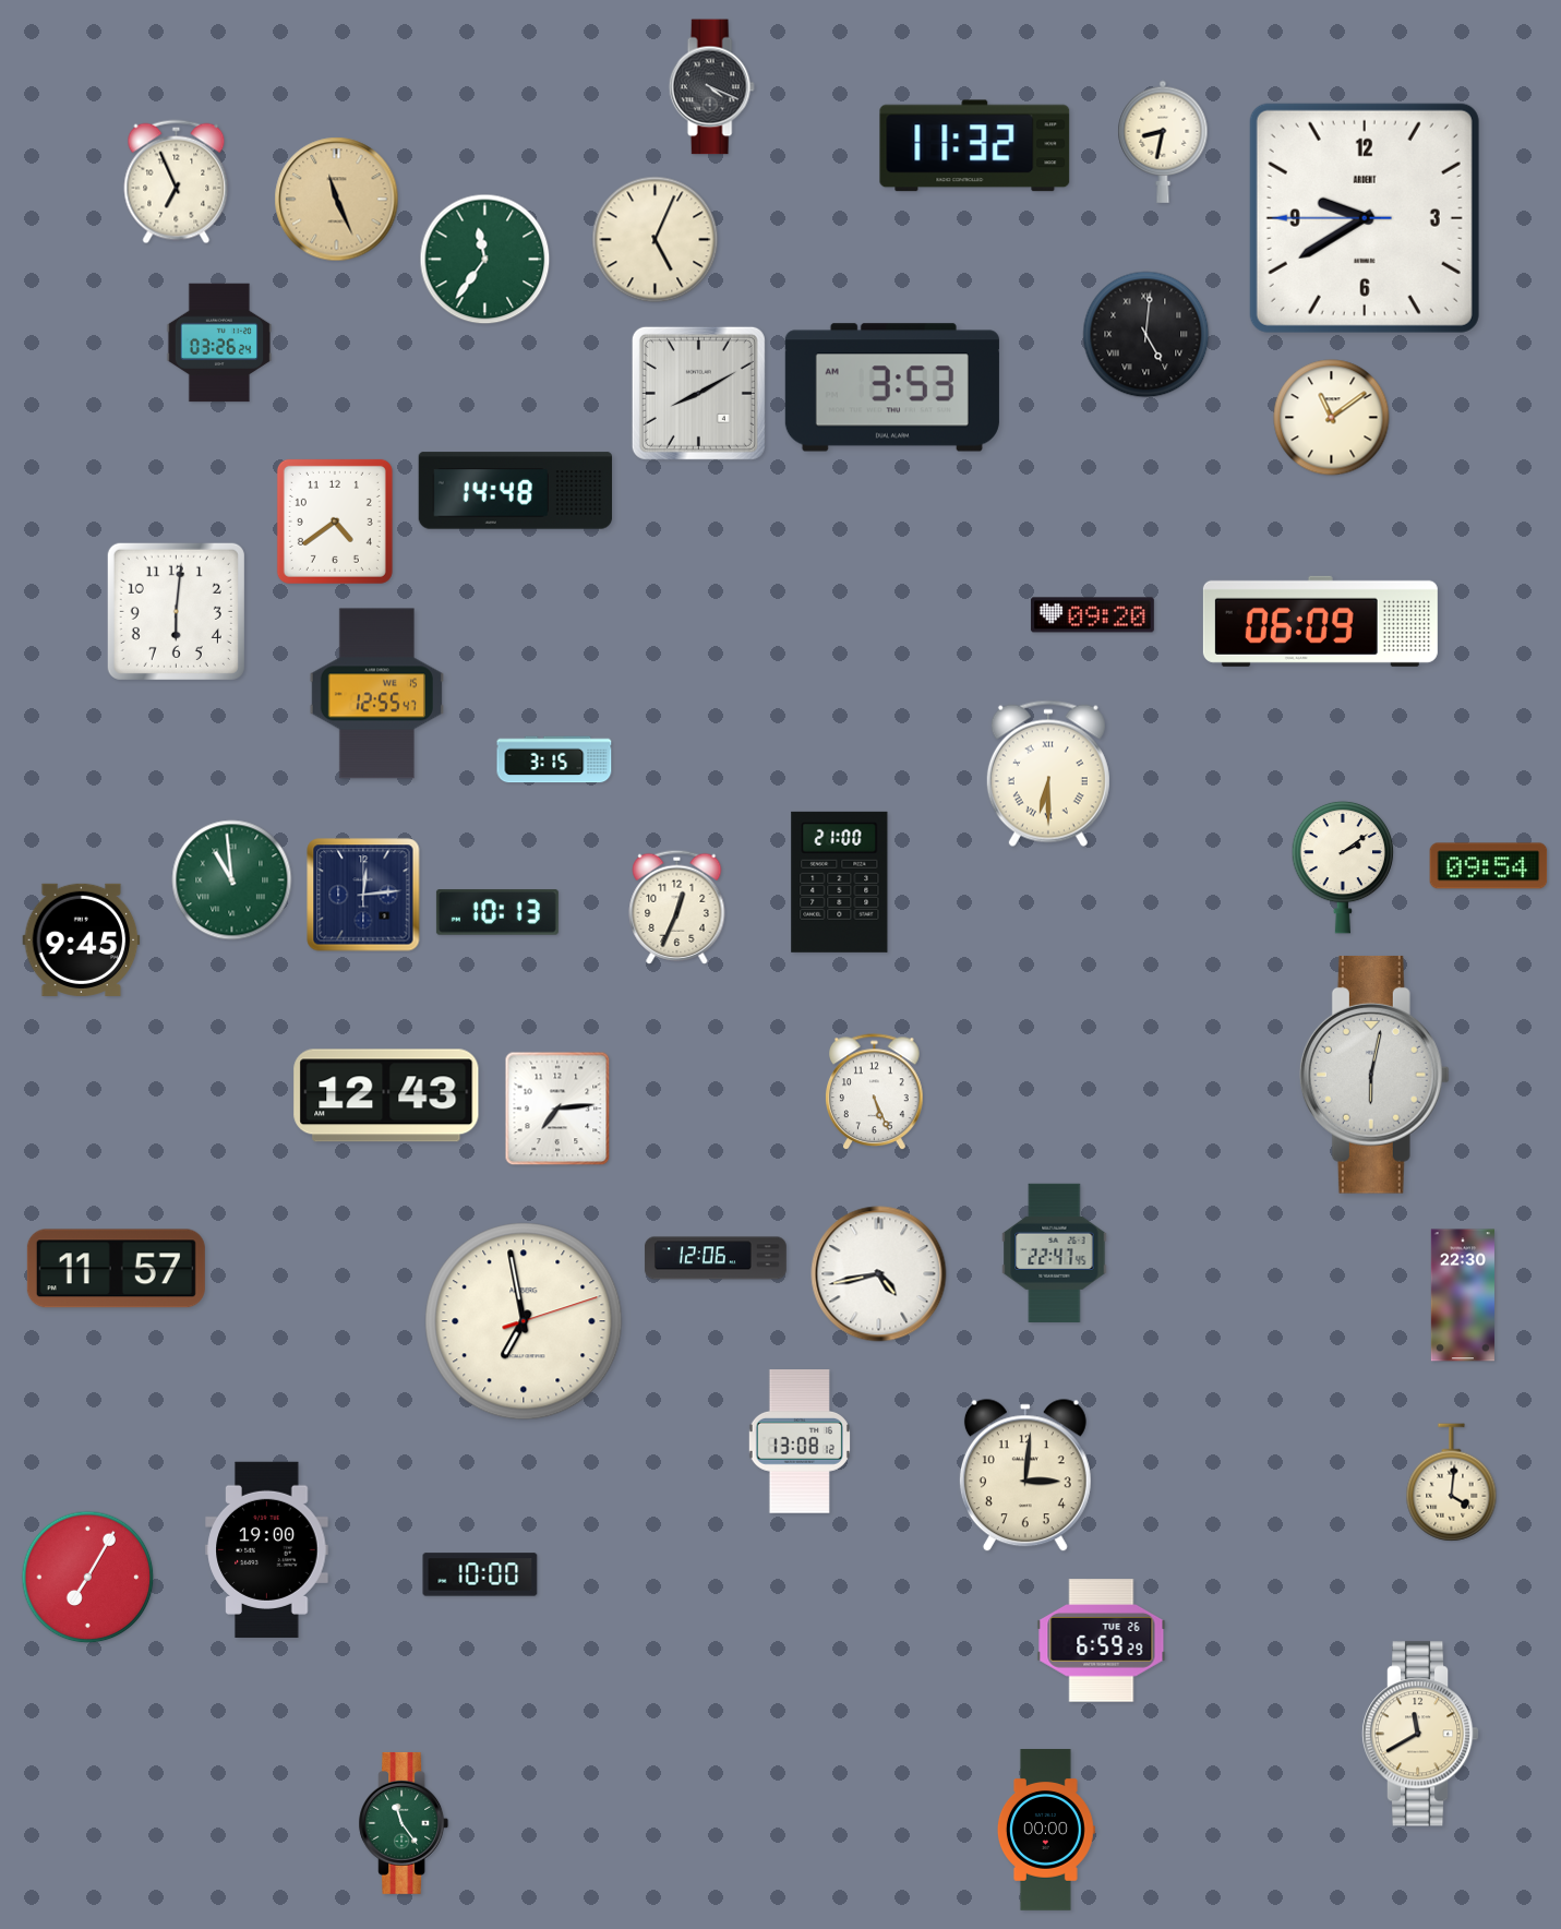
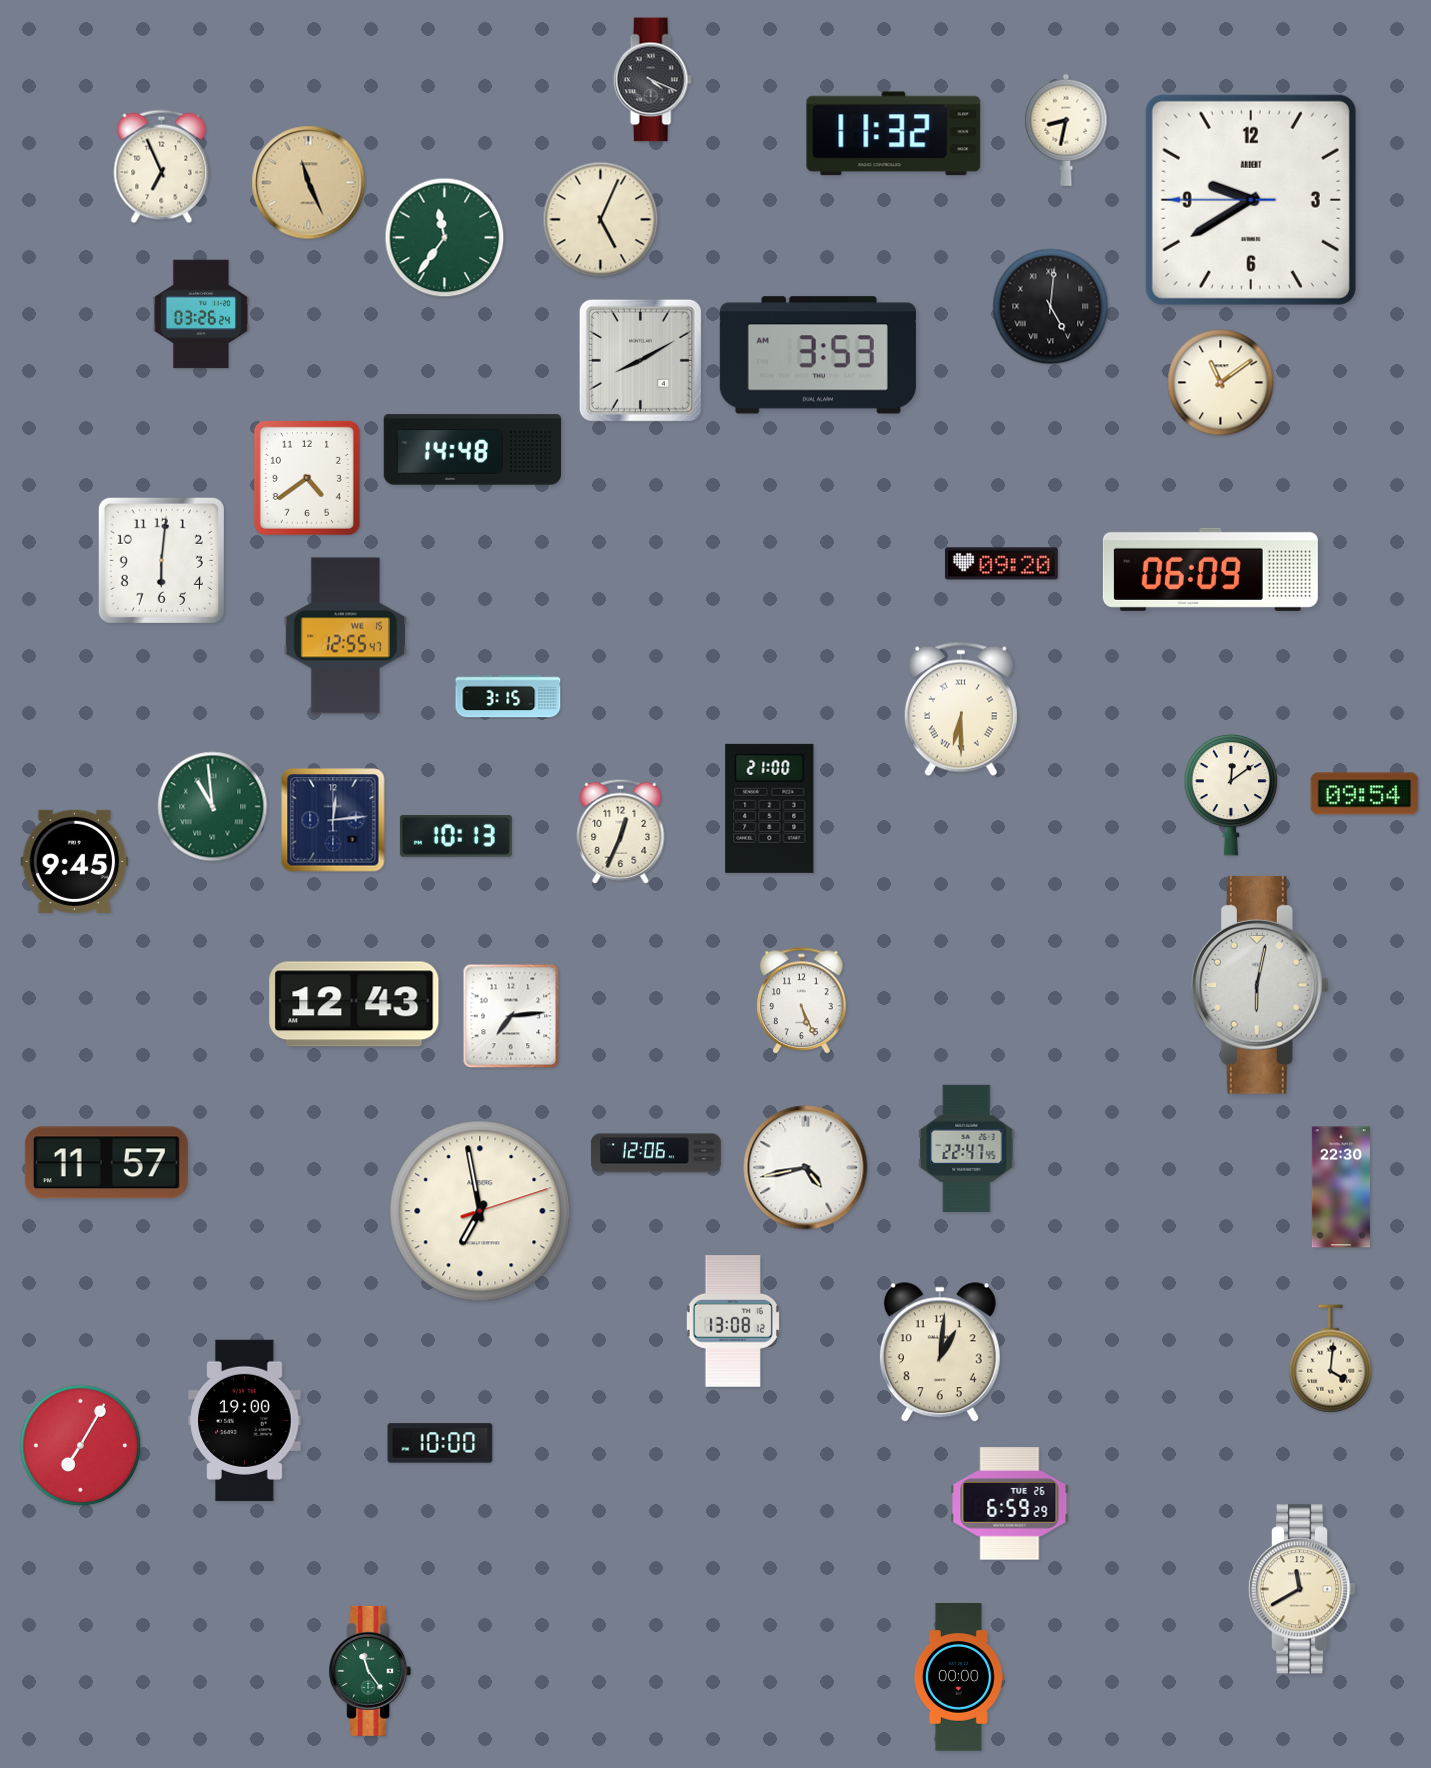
clock at (1343, 867): 2:09 -> 12:09
clock at (1025, 1476): 3:01 -> 1:01
